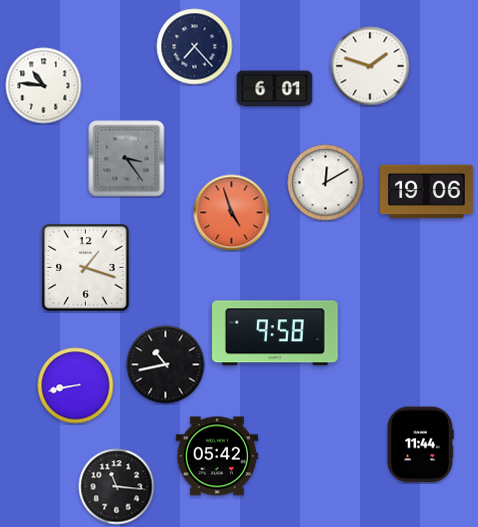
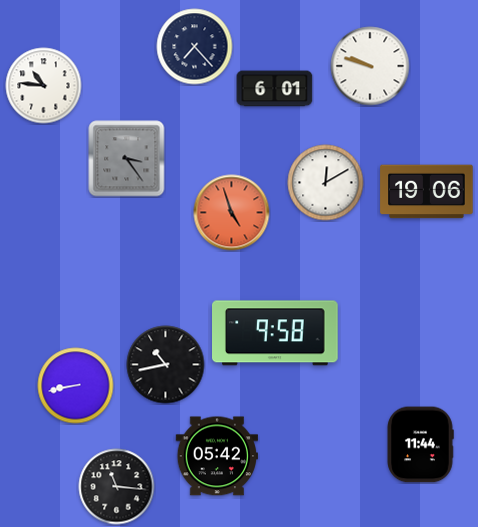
clock at (370, 66): 1:48 -> 9:48
clock at (86, 268): 1:18 -> none
